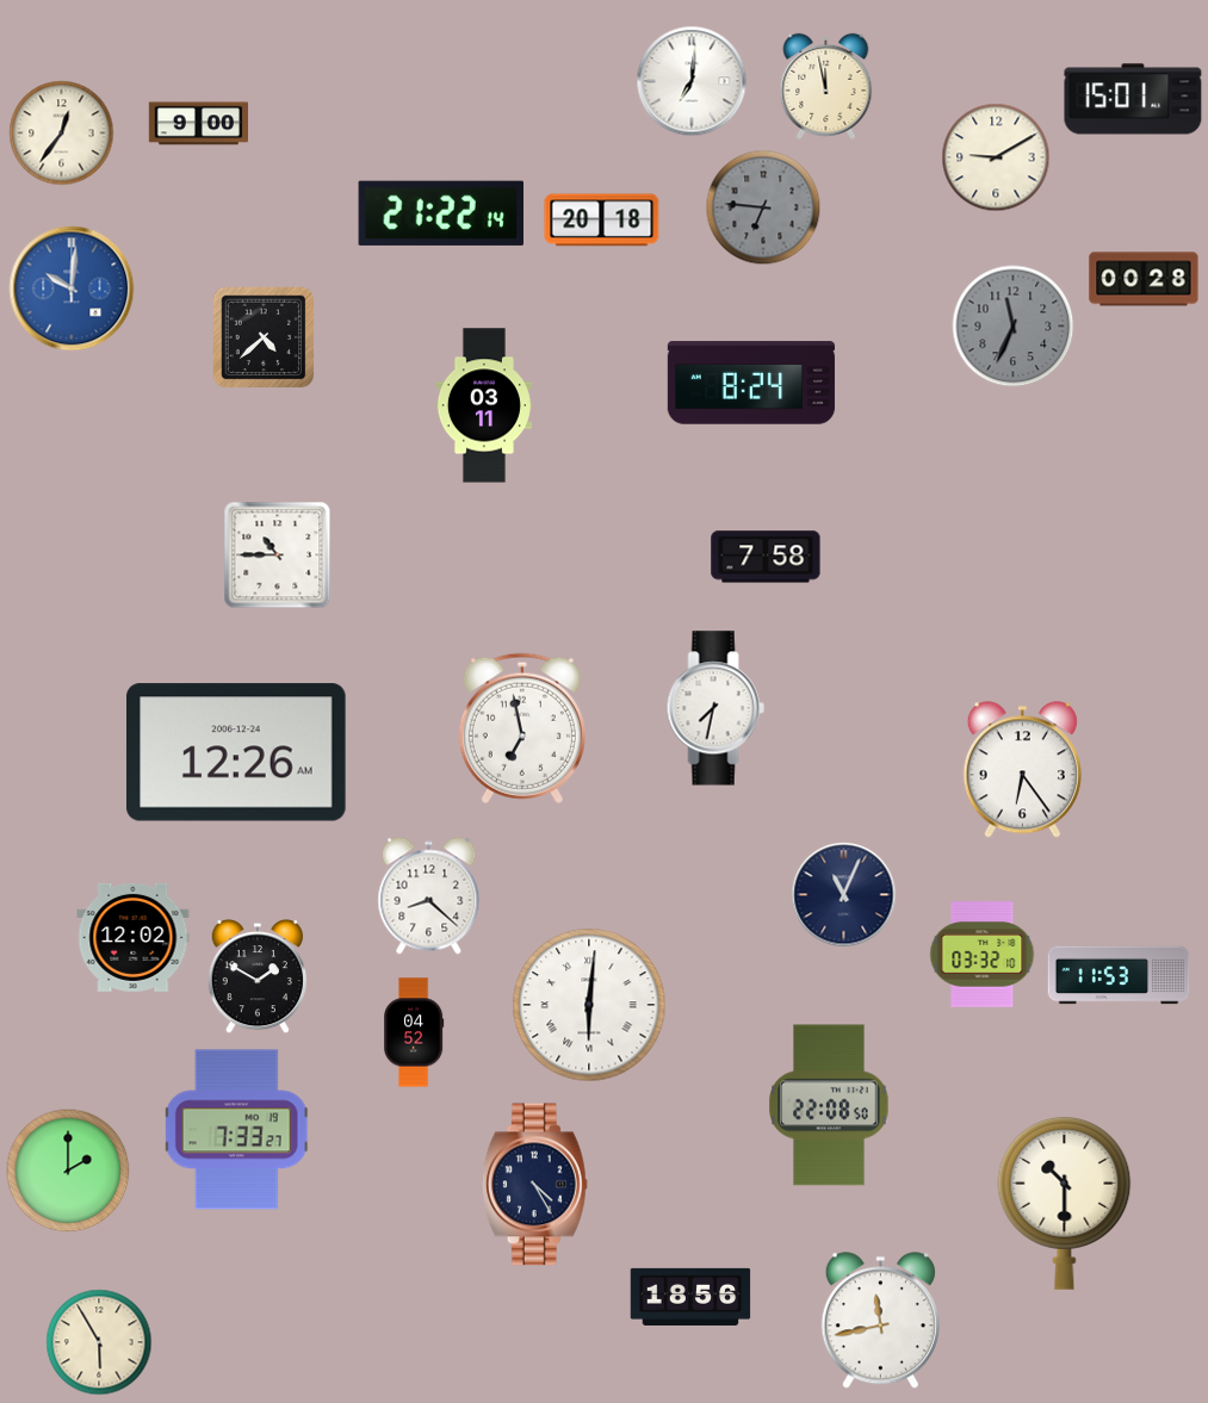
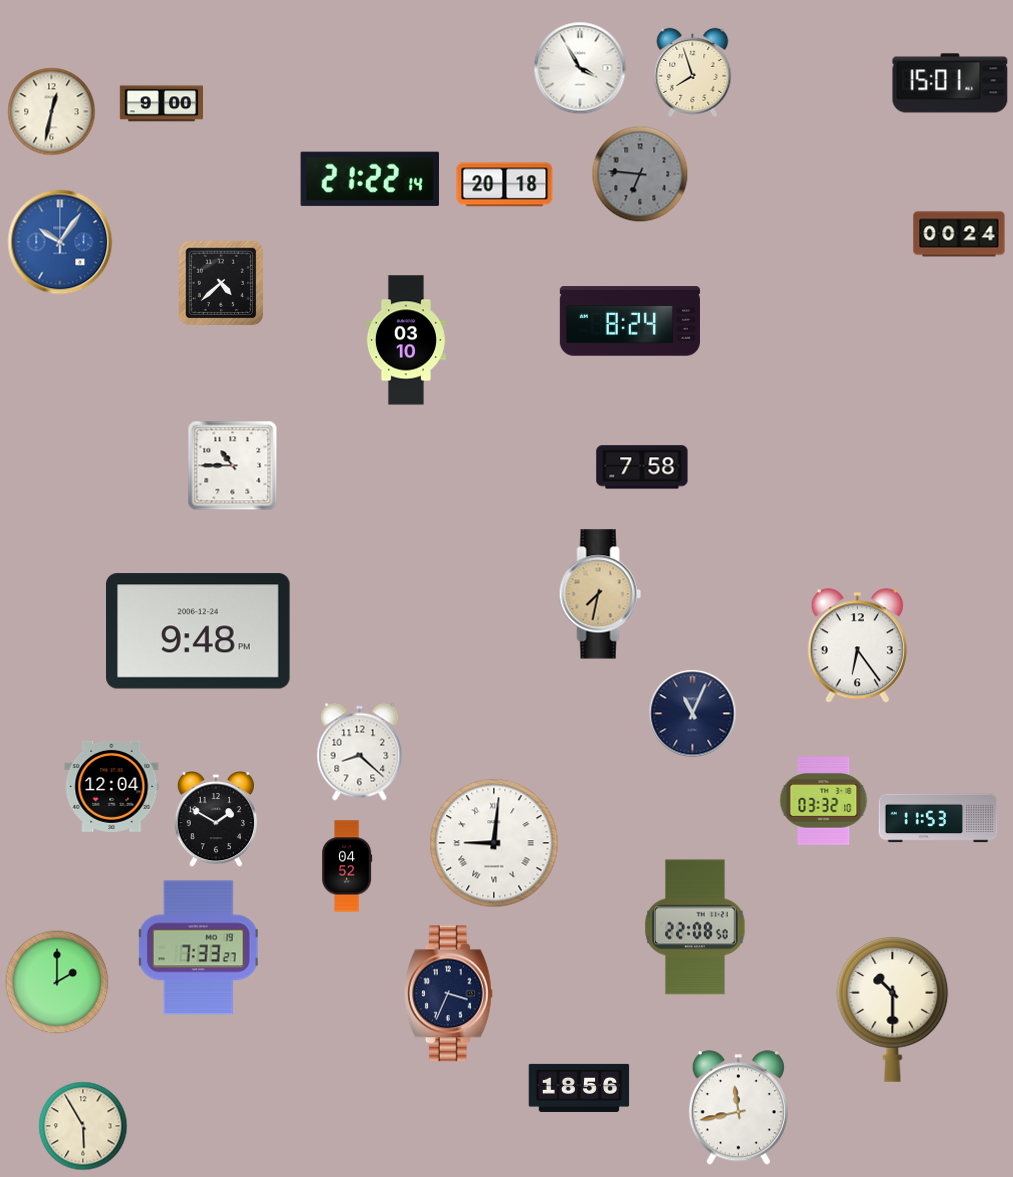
clock at (692, 81): 7:01 -> 3:55
clock at (826, 86): 11:58 -> 7:57
clock at (198, 124) position: (198, 124) -> (161, 104)
clock at (62, 134): 12:36 -> 12:32
clock at (996, 157): 9:10 -> none
clock at (1144, 279): 00:28 -> 00:24
clock at (72, 288): 10:01 -> 10:06
clock at (1014, 327): 11:34 -> none
clock at (484, 405): 03:11 -> 03:10
clock at (715, 708) dial: white -> champagne
clock at (522, 728): 6:58 -> none
clock at (237, 752): 12:26 -> 9:48
clock at (844, 895) position: (844, 895) -> (693, 714)
clock at (134, 937): 12:02 -> 12:04
clock at (589, 1005): 6:01 -> 9:01
clock at (534, 1185): 4:25 -> 3:34
